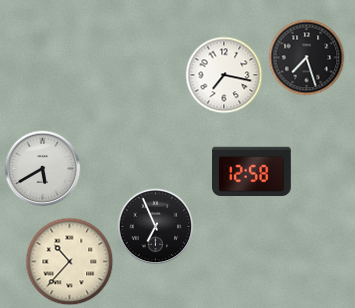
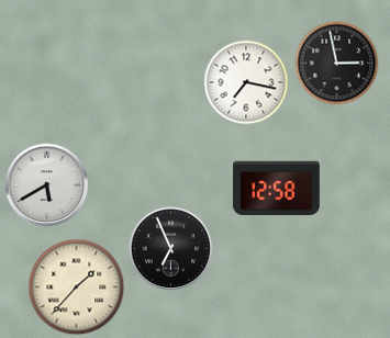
clock at (307, 58): 7:27 -> 2:58
clock at (70, 262): 10:37 -> 1:37
